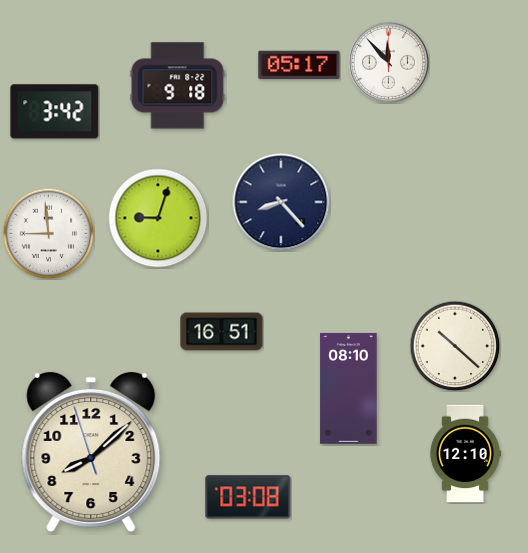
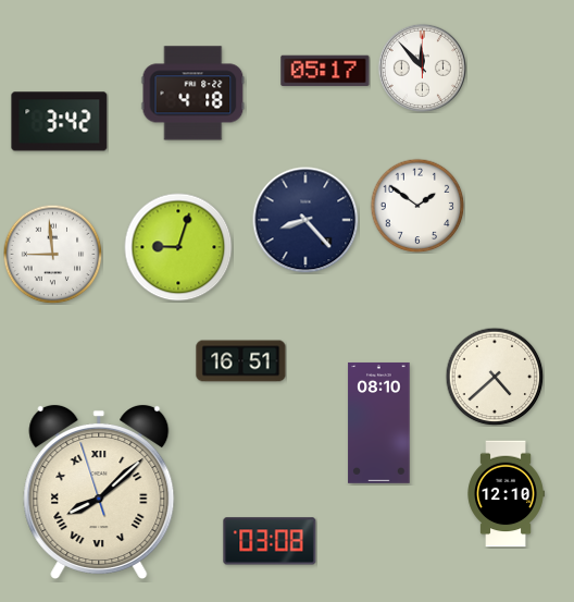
clock at (178, 86): 9:18 -> 4:18
clock at (417, 206): none -> 1:51
clock at (158, 218) position: (158, 218) -> (178, 247)
clock at (455, 346): 10:22 -> 4:38
clock at (91, 452) numerals: Arabic -> Roman
